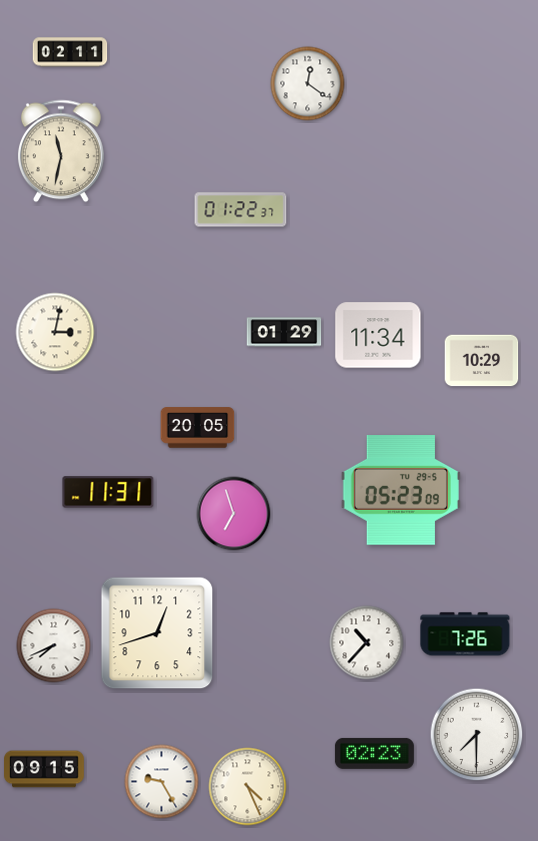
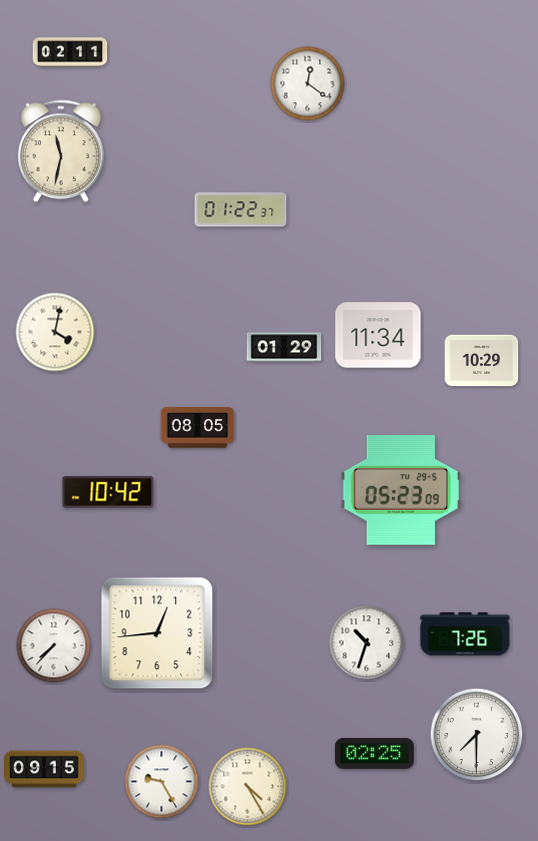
clock at (55, 332): 3:02 -> 4:02
clock at (284, 332) position: (284, 332) -> (284, 347)
clock at (198, 428): 20:05 -> 08:05
clock at (108, 492): 11:31 -> 10:42
clock at (234, 514): 6:57 -> none
clock at (157, 633): 12:42 -> 12:44
clock at (367, 643): 10:37 -> 10:33
clock at (54, 646): 7:41 -> 7:37
clock at (374, 753): 02:23 -> 02:25
clock at (248, 787): 4:26 -> 4:25
